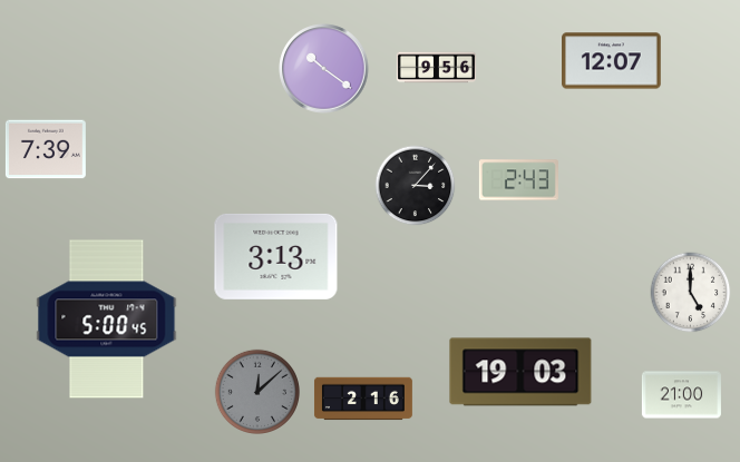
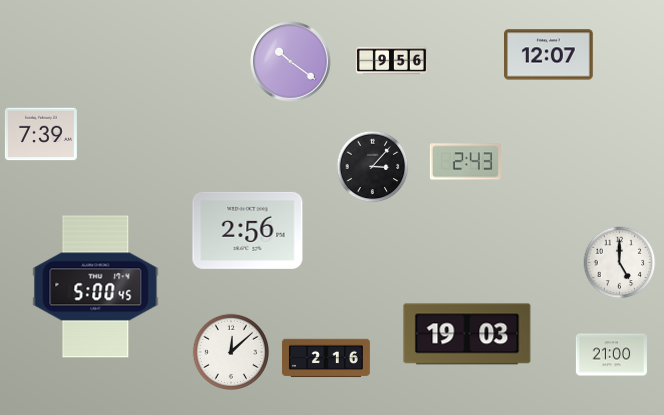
clock at (276, 256): 3:13 -> 2:56
clock at (256, 391) dial: grey -> white
